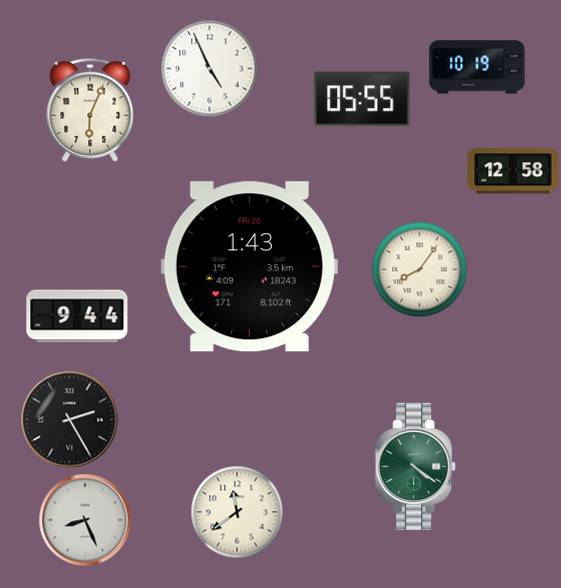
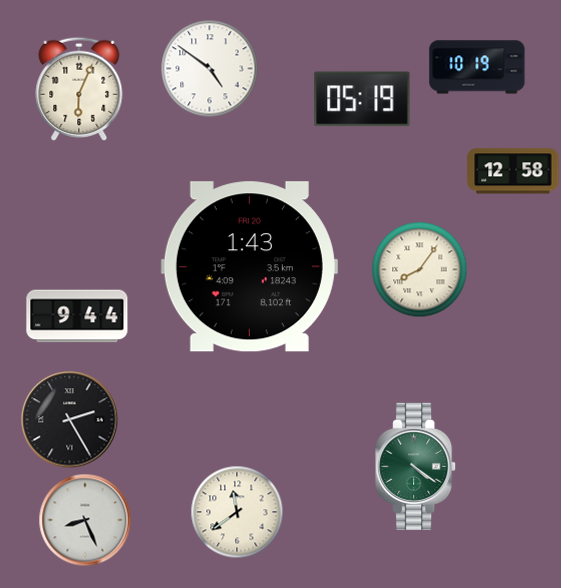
clock at (209, 68): 4:56 -> 4:51
clock at (362, 99): 05:55 -> 05:19
clock at (90, 110) position: (90, 110) -> (79, 89)
